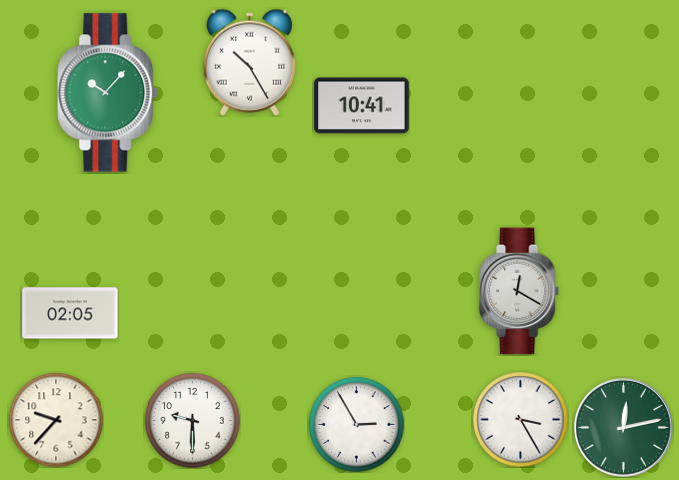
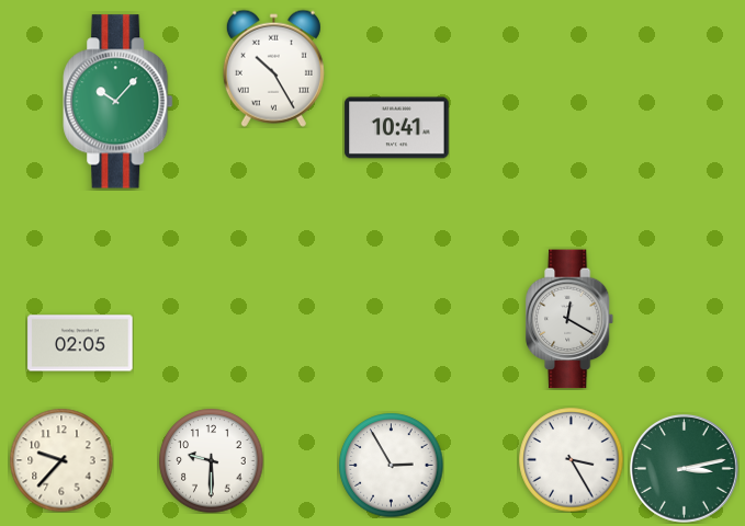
clock at (362, 106) position: (362, 106) -> (397, 128)
clock at (70, 313) position: (70, 313) -> (80, 343)
clock at (623, 427): 12:13 -> 3:13
